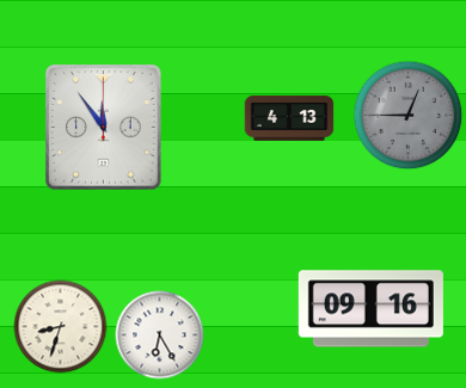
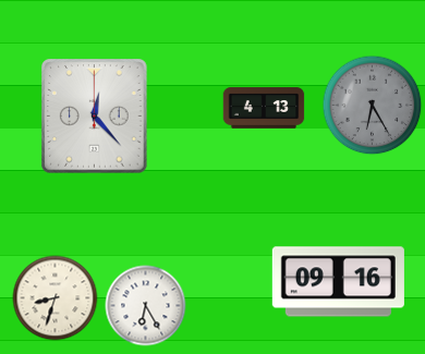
clock at (409, 116): 12:45 -> 6:25
clock at (104, 128): 11:54 -> 12:23
